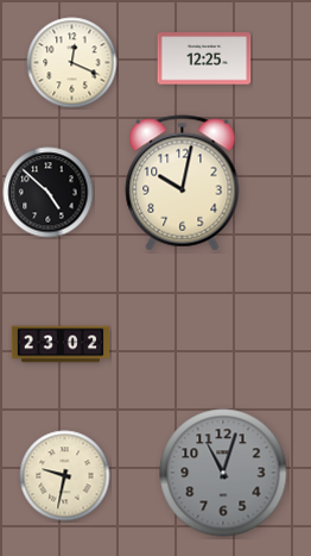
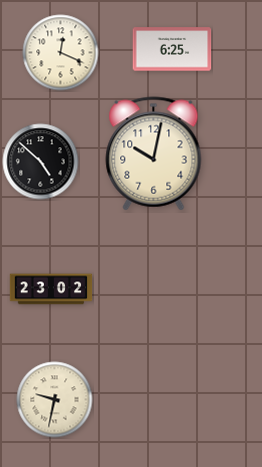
clock at (204, 58): 12:25 -> 6:25
clock at (223, 473): 11:03 -> none
